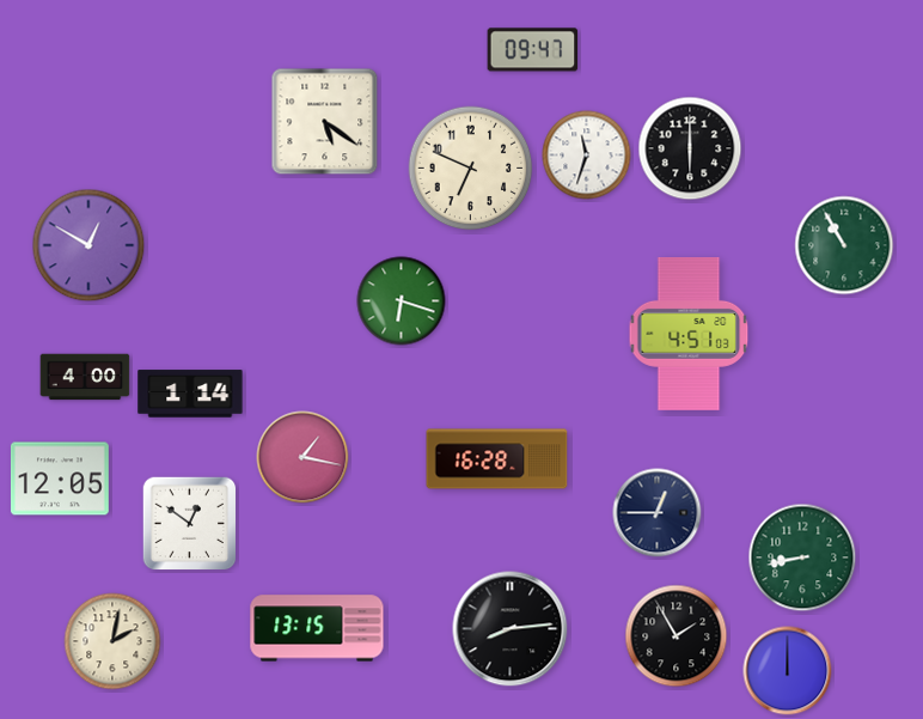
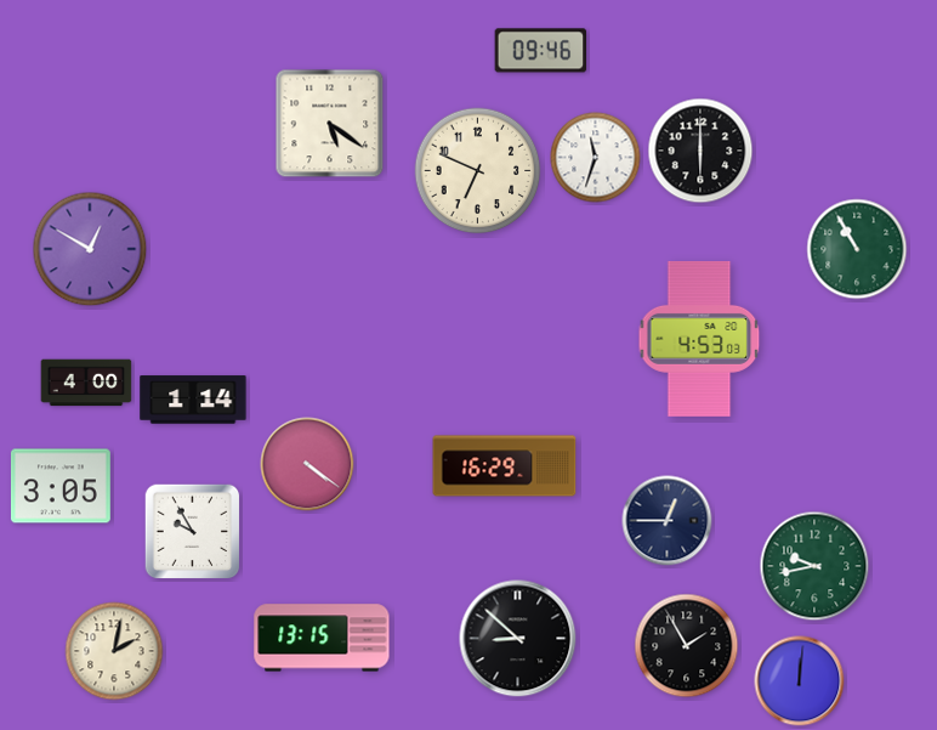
clock at (533, 50): 09:47 -> 09:46
clock at (402, 301): 6:18 -> none
clock at (689, 334): 4:51 -> 4:53
clock at (302, 457): 1:17 -> 4:21
clock at (497, 459): 16:28 -> 16:29
clock at (60, 479): 12:05 -> 3:05
clock at (190, 524): 12:51 -> 9:55
clock at (802, 557): 8:43 -> 9:43
clock at (511, 629): 8:14 -> 8:52
clock at (788, 671): 12:00 -> 12:01
